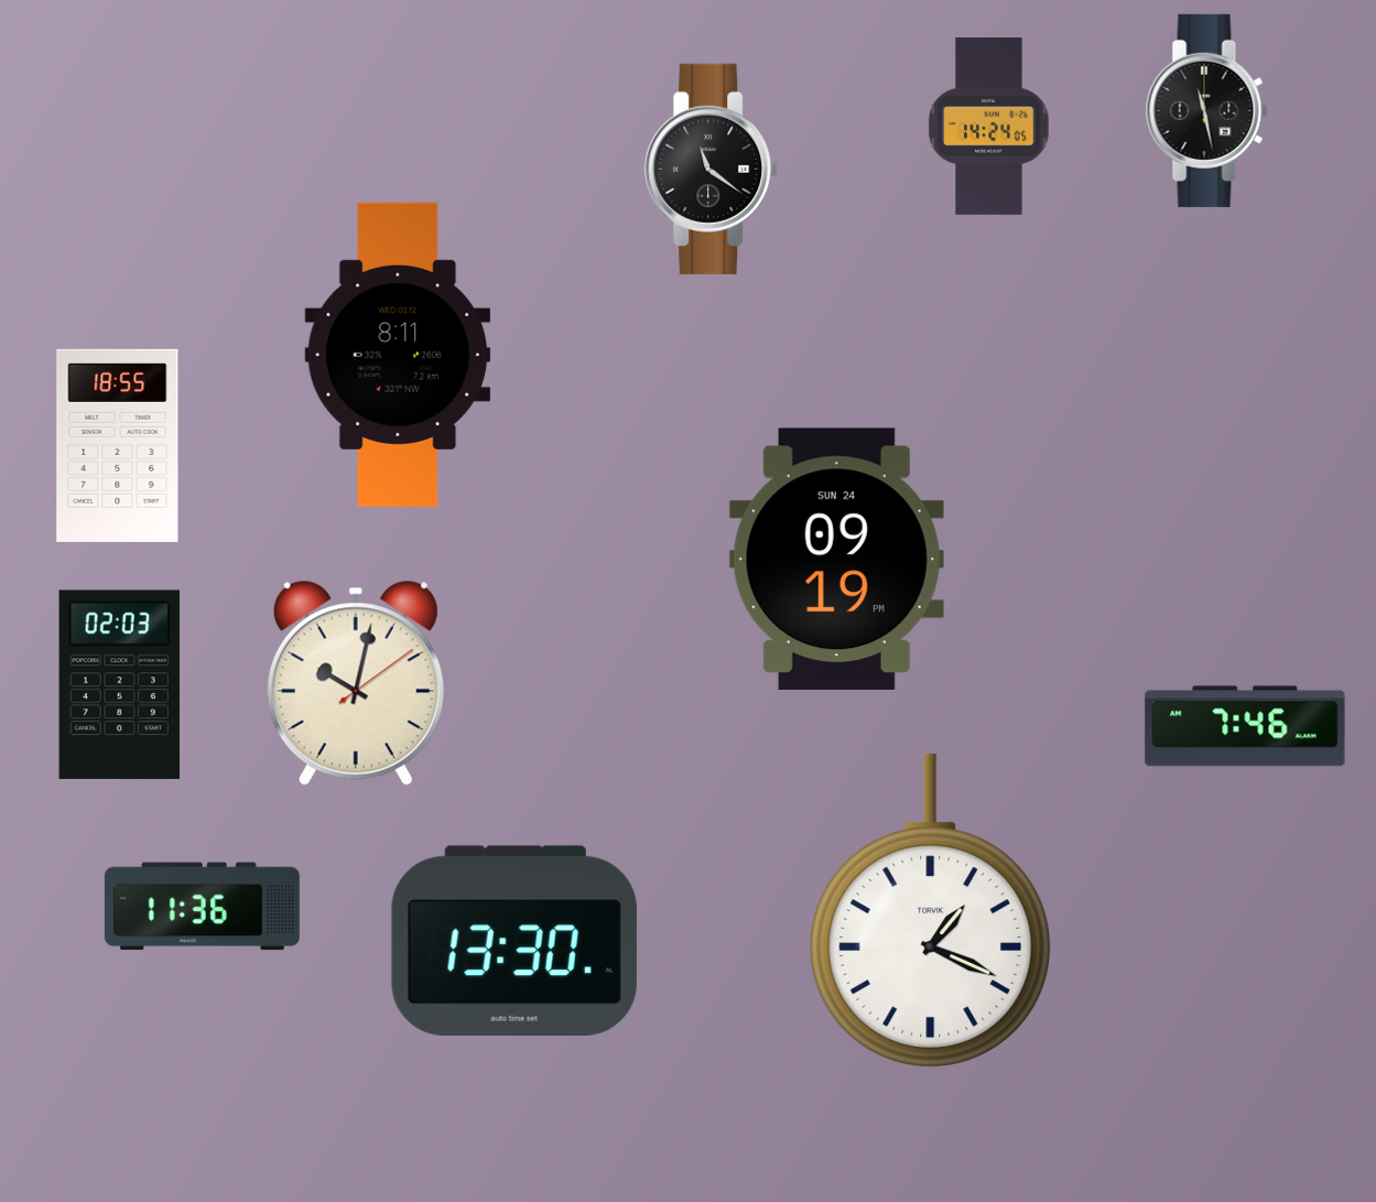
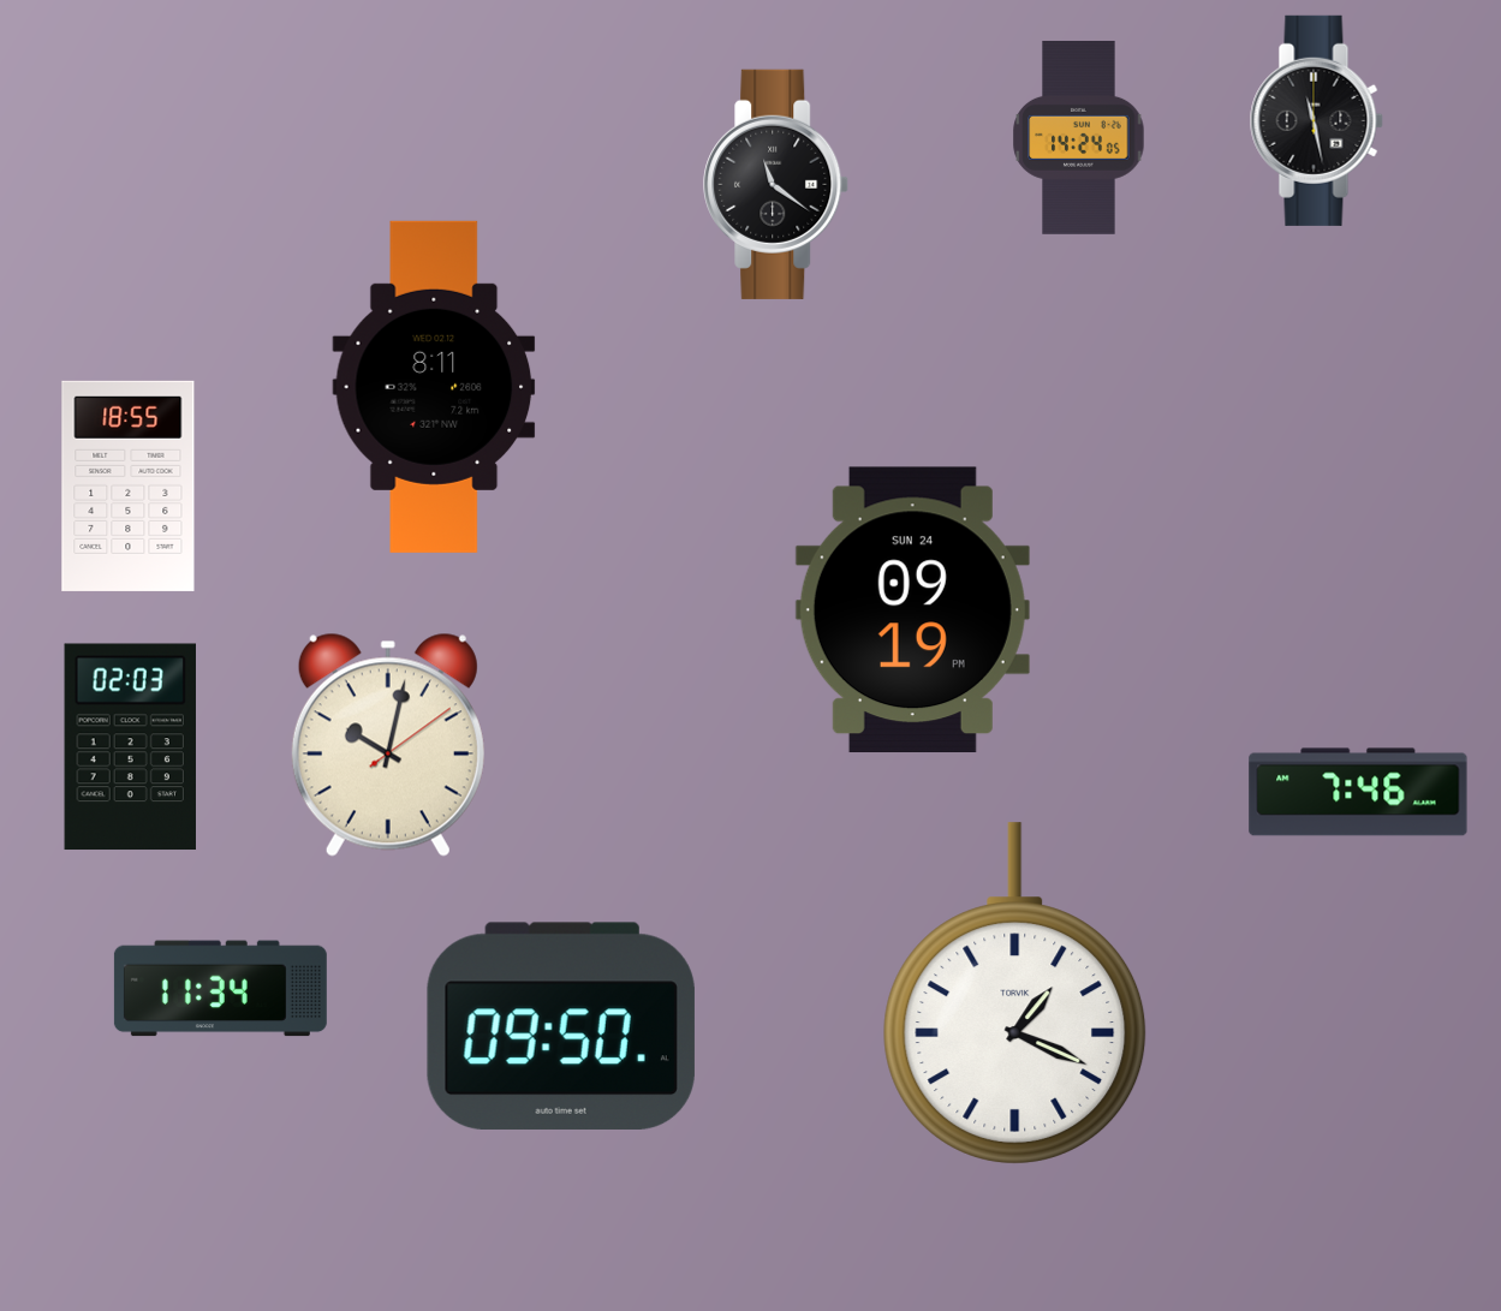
clock at (202, 907): 11:36 -> 11:34
clock at (514, 941): 13:30 -> 09:50
